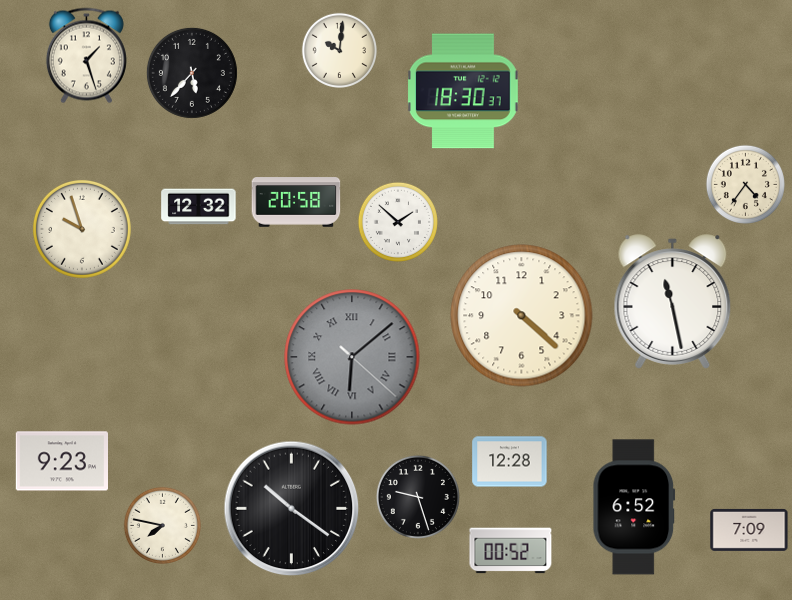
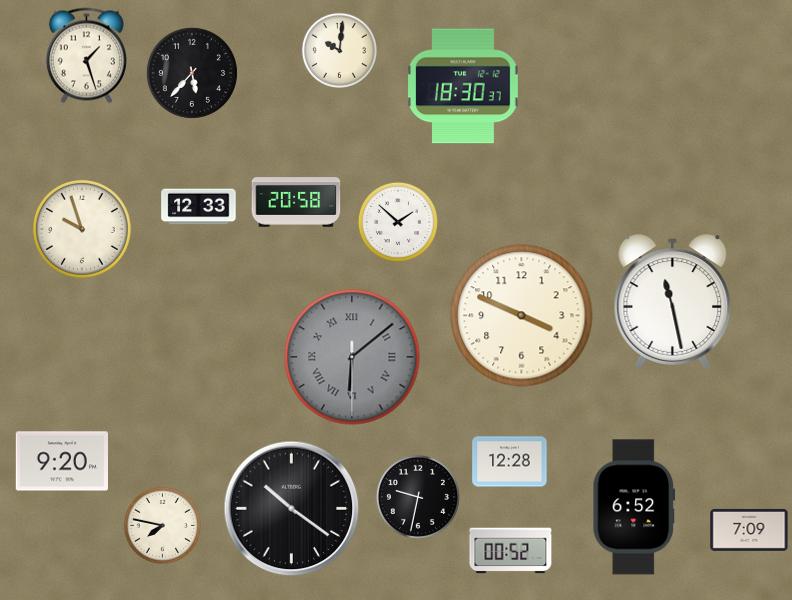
clock at (463, 91) position: (463, 91) -> (463, 86)
clock at (745, 184): 4:36 -> none
clock at (199, 207): 12:32 -> 12:33
clock at (522, 316): 4:22 -> 3:49
clock at (352, 357): 6:08:22 -> 6:08:30
clock at (61, 461): 9:23 -> 9:20
clock at (418, 497): 9:27 -> 9:32
